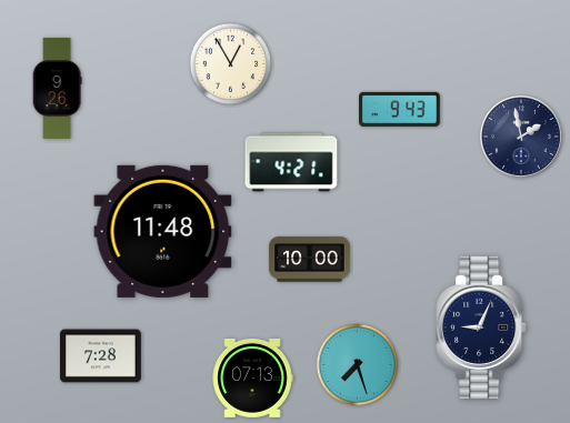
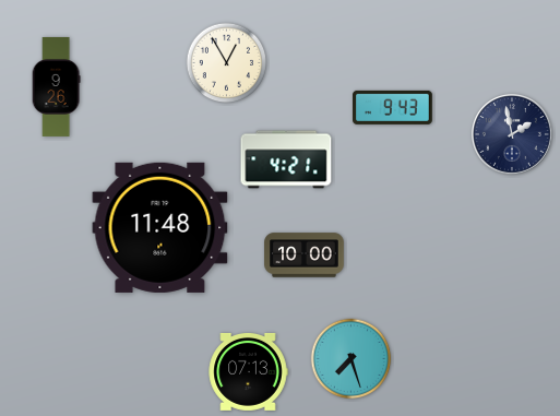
clock at (481, 326): 9:04 -> none
clock at (101, 356): 7:28 -> none
